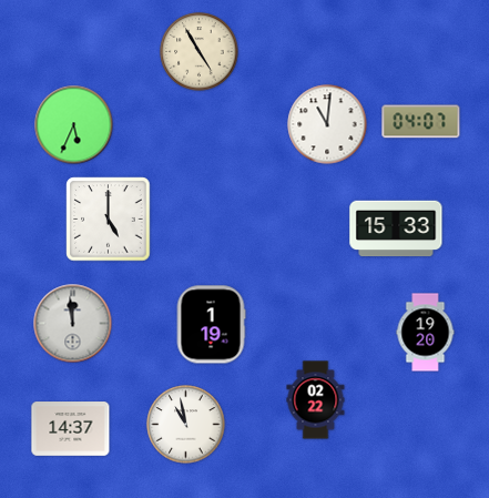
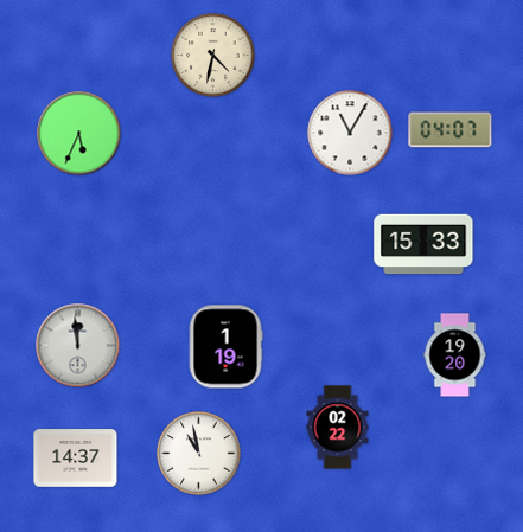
clock at (200, 52): 4:55 -> 4:32
clock at (327, 124): 11:01 -> 11:05
clock at (109, 220): 5:00 -> none
